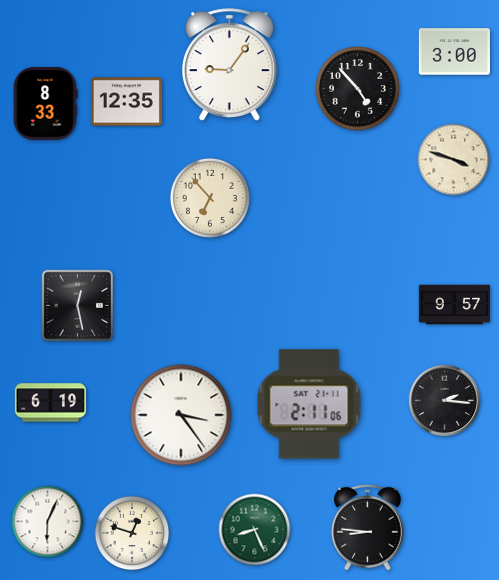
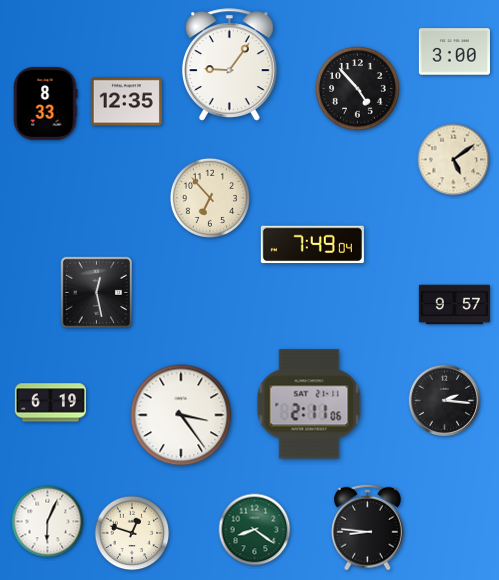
clock at (454, 160): 3:48 -> 5:09
clock at (312, 245): none -> 7:49
clock at (78, 306) position: (78, 306) -> (97, 293)
clock at (255, 530): 8:26 -> 8:21
